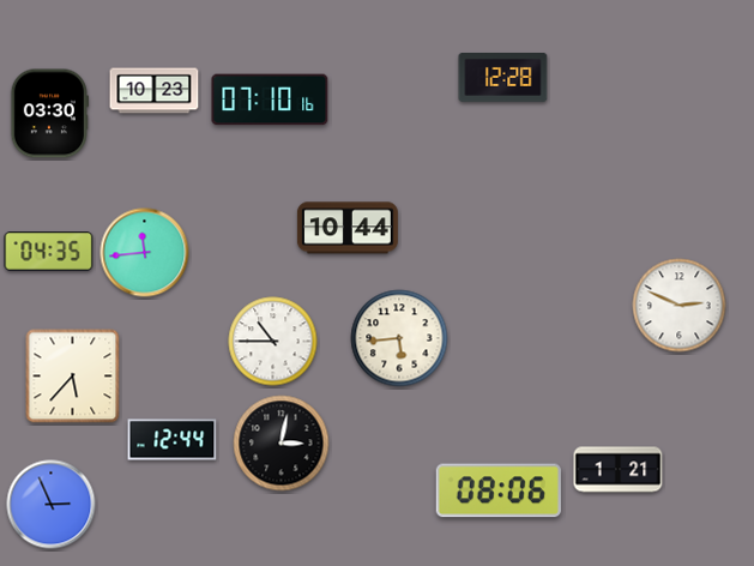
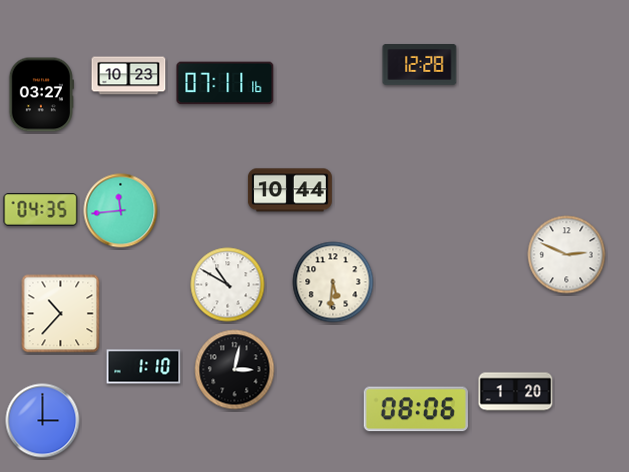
clock at (270, 100): 07:10 -> 07:11
clock at (49, 114): 03:30 -> 03:27
clock at (399, 338): 5:44 -> 5:31
clock at (273, 342): 10:45 -> 10:50
clock at (73, 377): 5:37 -> 10:37
clock at (173, 440): 12:44 -> 1:10
clock at (619, 470): 1:21 -> 1:20
clock at (52, 505): 2:56 -> 3:00
